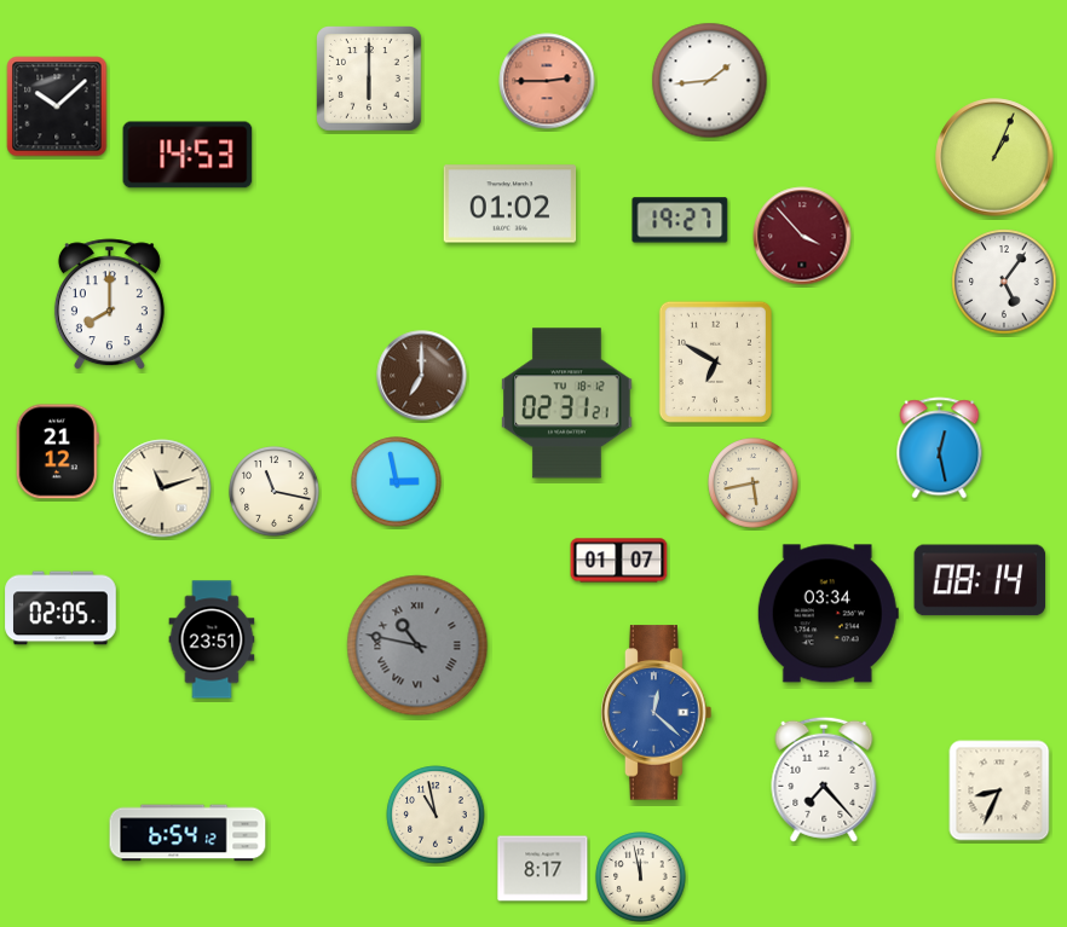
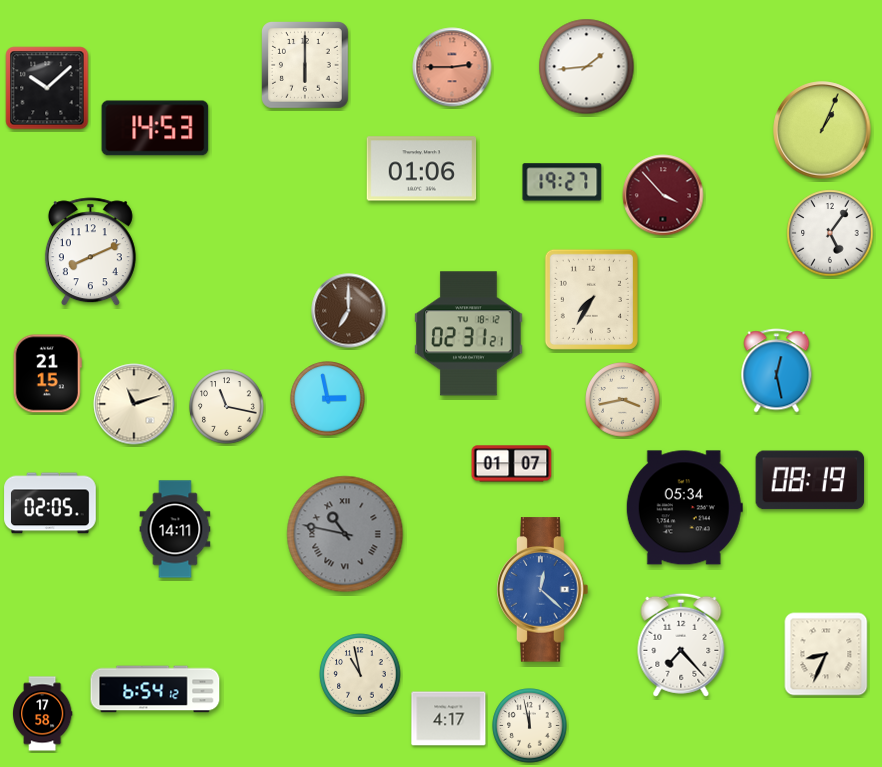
clock at (511, 204): 01:02 -> 01:06
clock at (109, 305): 8:00 -> 8:11
clock at (715, 361): 6:50 -> 7:35
clock at (57, 452): 21:12 -> 21:15
clock at (754, 483): 5:43 -> 3:43
clock at (980, 580): 08:14 -> 08:19
clock at (827, 614): 03:34 -> 05:34
clock at (212, 639): 23:51 -> 14:11
clock at (43, 714): none -> 17:58
clock at (543, 869): 8:17 -> 4:17
